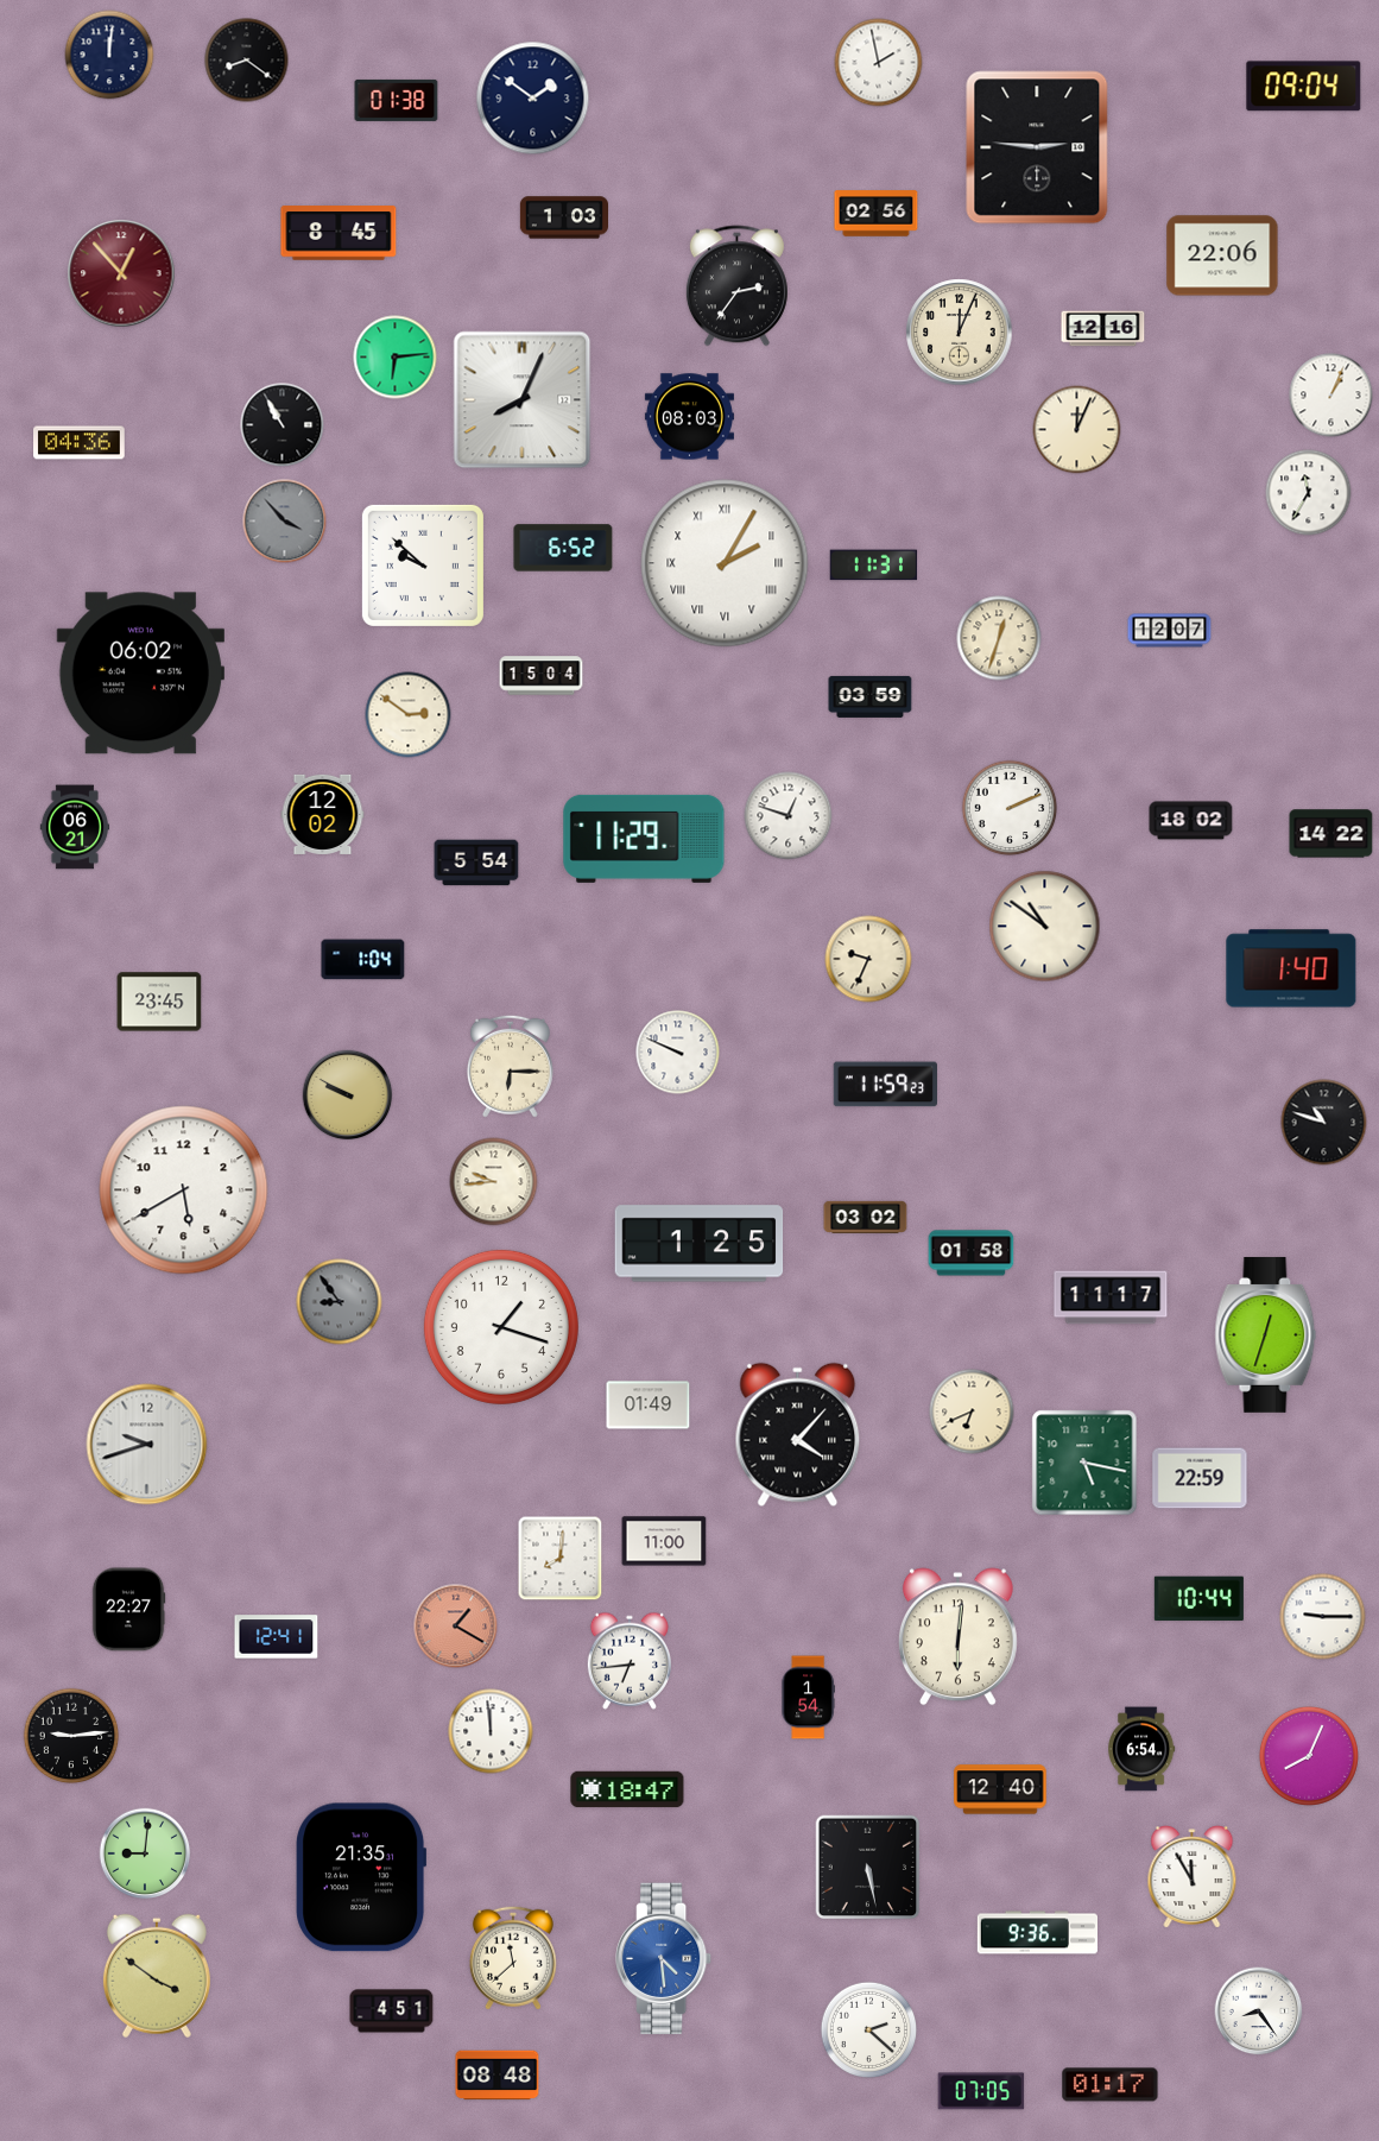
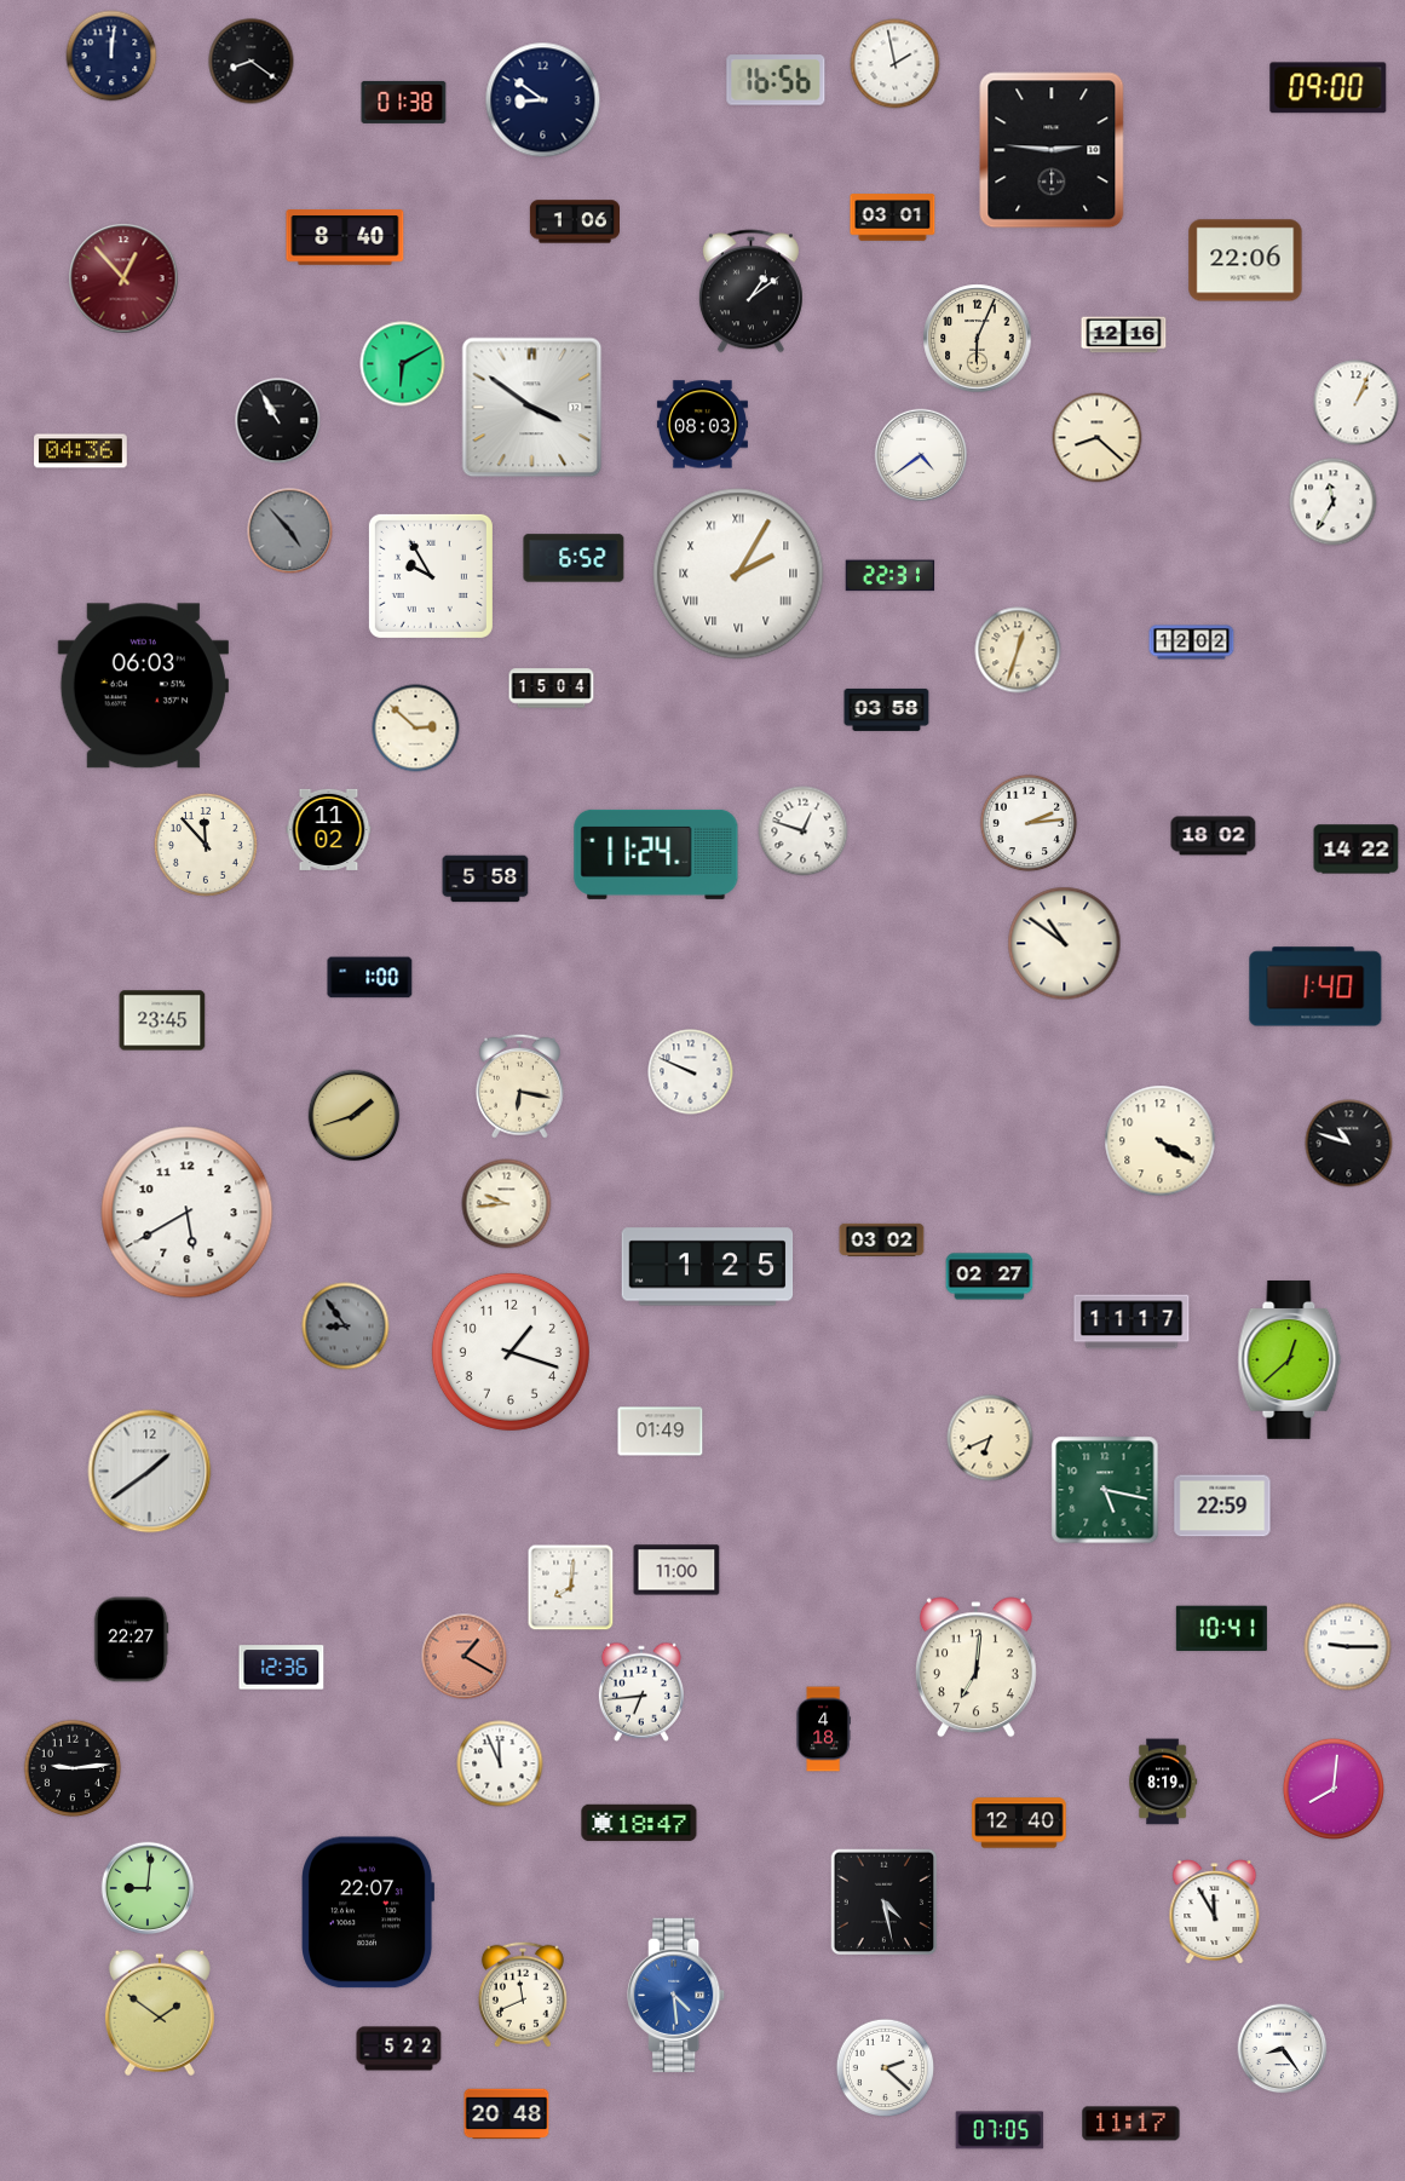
clock at (776, 80): none -> 16:56
clock at (1304, 87): 09:04 -> 09:00
clock at (533, 99): 1:51 -> 8:51
clock at (1037, 147) position: (1037, 147) -> (1052, 150)
clock at (877, 214): 02:56 -> 03:01
clock at (563, 217): 1:03 -> 1:06
clock at (339, 233): 8:45 -> 8:40
clock at (736, 286): 2:36 -> 1:09
clock at (960, 333): 12:04 -> 6:04
clock at (396, 358): 6:14 -> 6:10
clock at (523, 400): 8:04 -> 3:51
clock at (283, 425) position: (283, 425) -> (278, 421)
clock at (1077, 430): 12:04 -> 8:22
clock at (921, 455): none -> 4:39
clock at (285, 522): 3:53 -> 4:53
clock at (423, 566): 9:52 -> 9:55
clock at (874, 566): 11:31 -> 22:31
clock at (1170, 631): 12:07 -> 12:02
clock at (140, 674): 06:02 -> 06:03
clock at (871, 696): 03:59 -> 03:58
clock at (409, 715): 2:51 -> 2:52
clock at (1010, 808): 2:11 -> 2:14
clock at (323, 814): 12:02 -> 11:02
clock at (75, 827): 06:21 -> none
clock at (206, 845): none -> 11:53
clock at (644, 839): 11:29 -> 11:24
clock at (476, 863): 5:54 -> 5:58
clock at (868, 959): 9:34 -> none
clock at (363, 960): 1:04 -> 1:00
clock at (510, 1066): 6:15 -> 6:17
clock at (885, 1085): 11:59 -> none
clock at (348, 1095): 9:50 -> 1:42
clock at (1161, 1141): none -> 4:20
clock at (494, 1182) position: (494, 1182) -> (507, 1204)
clock at (700, 1244) position: (700, 1244) -> (708, 1267)
clock at (972, 1253): 01:58 -> 02:27
clock at (1266, 1334): 12:33 -> 12:38
clock at (798, 1435): 4:07 -> none
clock at (147, 1445): 9:42 -> 1:39
clock at (1198, 1599): 10:44 -> 10:41
clock at (277, 1637): 12:41 -> 12:36
clock at (957, 1637): 6:01 -> 7:01
clock at (808, 1698): 1:54 -> 4:18
clock at (491, 1731): 11:59 -> 11:56
clock at (1141, 1749): 6:54 -> 8:19
clock at (1309, 1756): 8:04 -> 8:01
clock at (868, 1868): 5:28 -> 4:28
clock at (361, 1877): 21:35 -> 22:07
clock at (1037, 1933): 9:36 -> none
clock at (513, 1958): 11:38 -> 11:41
clock at (157, 1976): 3:51 -> 1:51
clock at (392, 2011): 4:51 -> 5:22
clock at (498, 2076): 08:48 -> 20:48
clock at (1111, 2085): 01:17 -> 11:17
